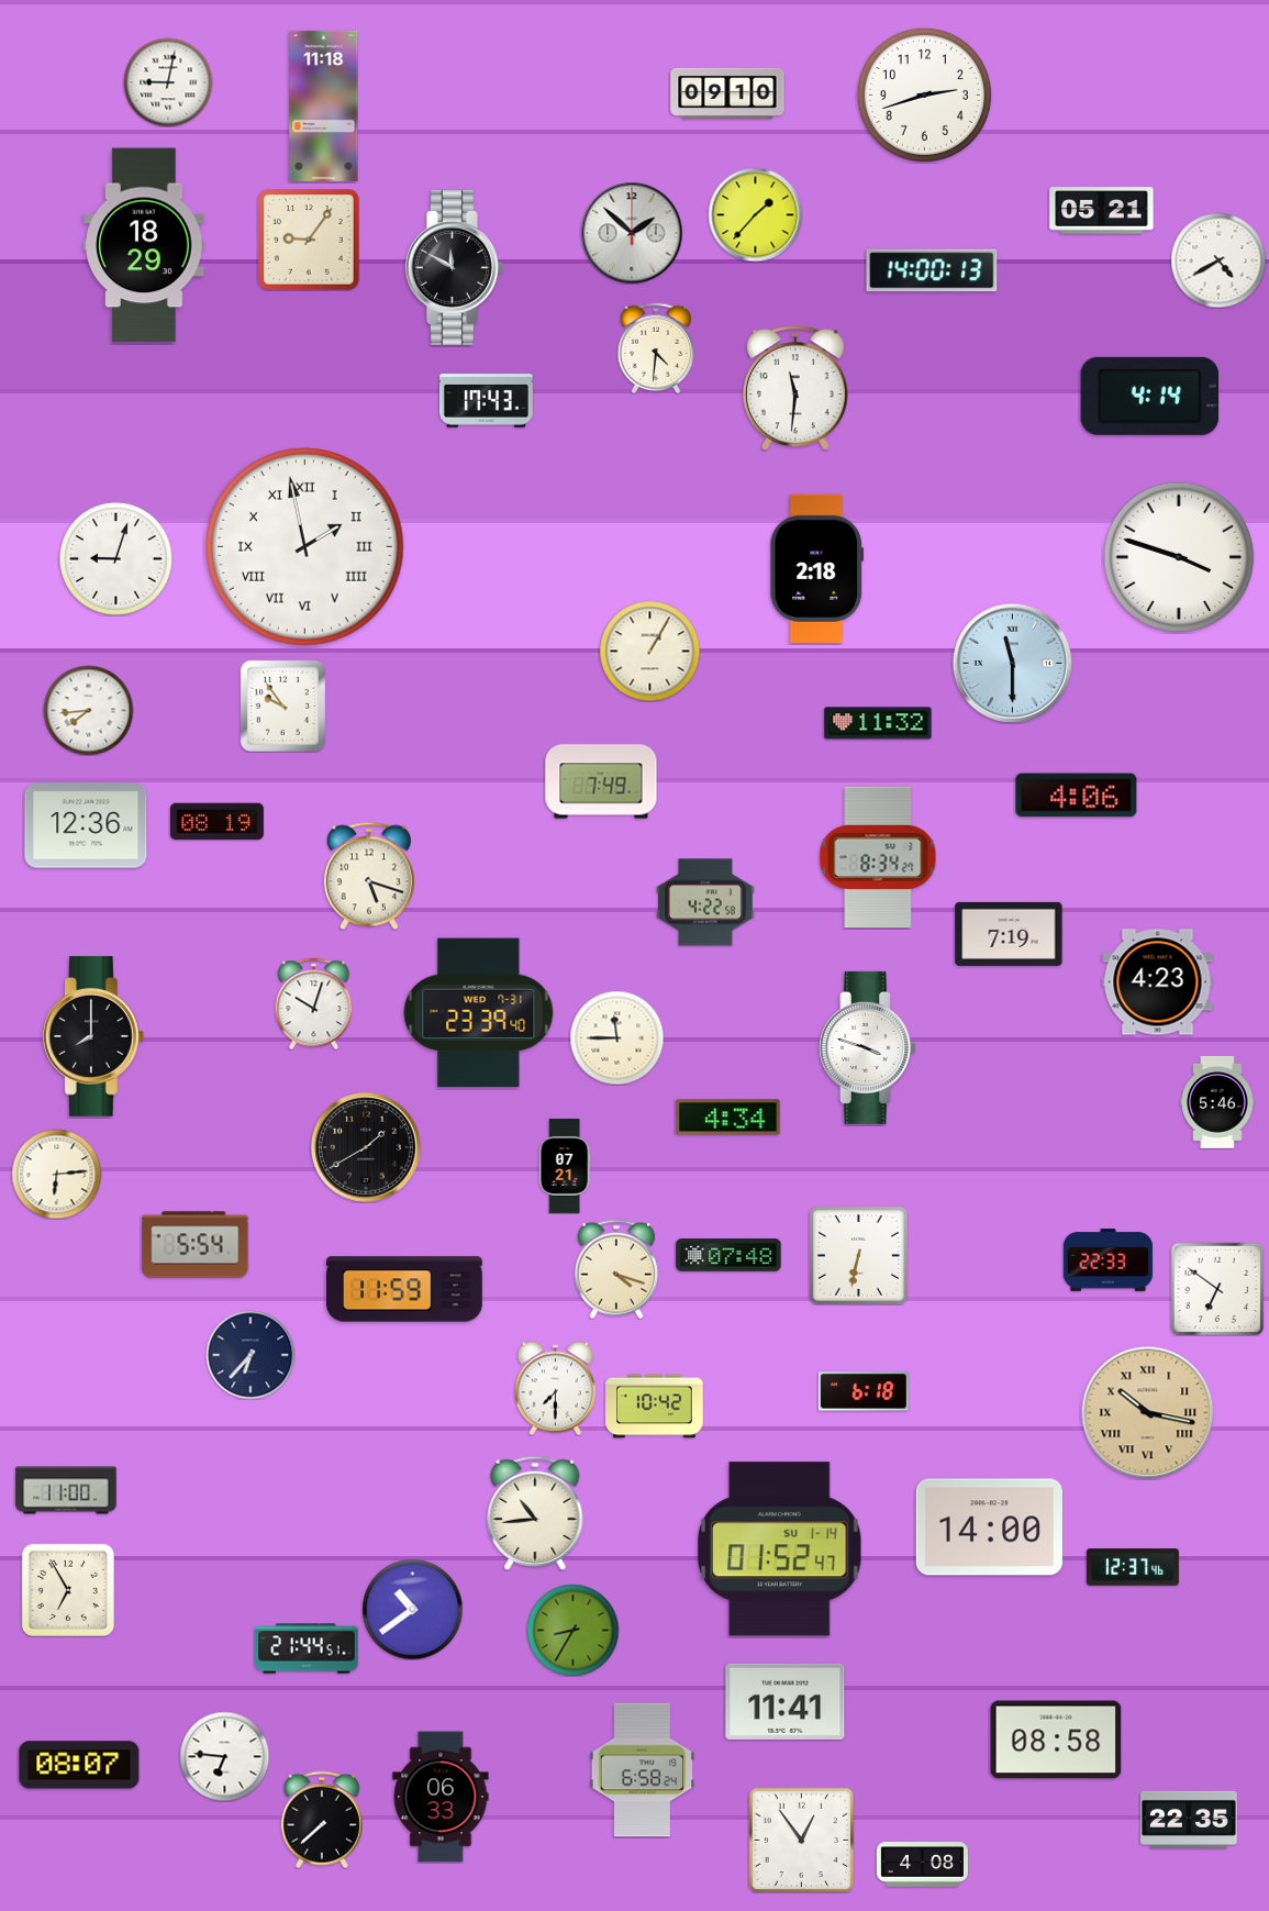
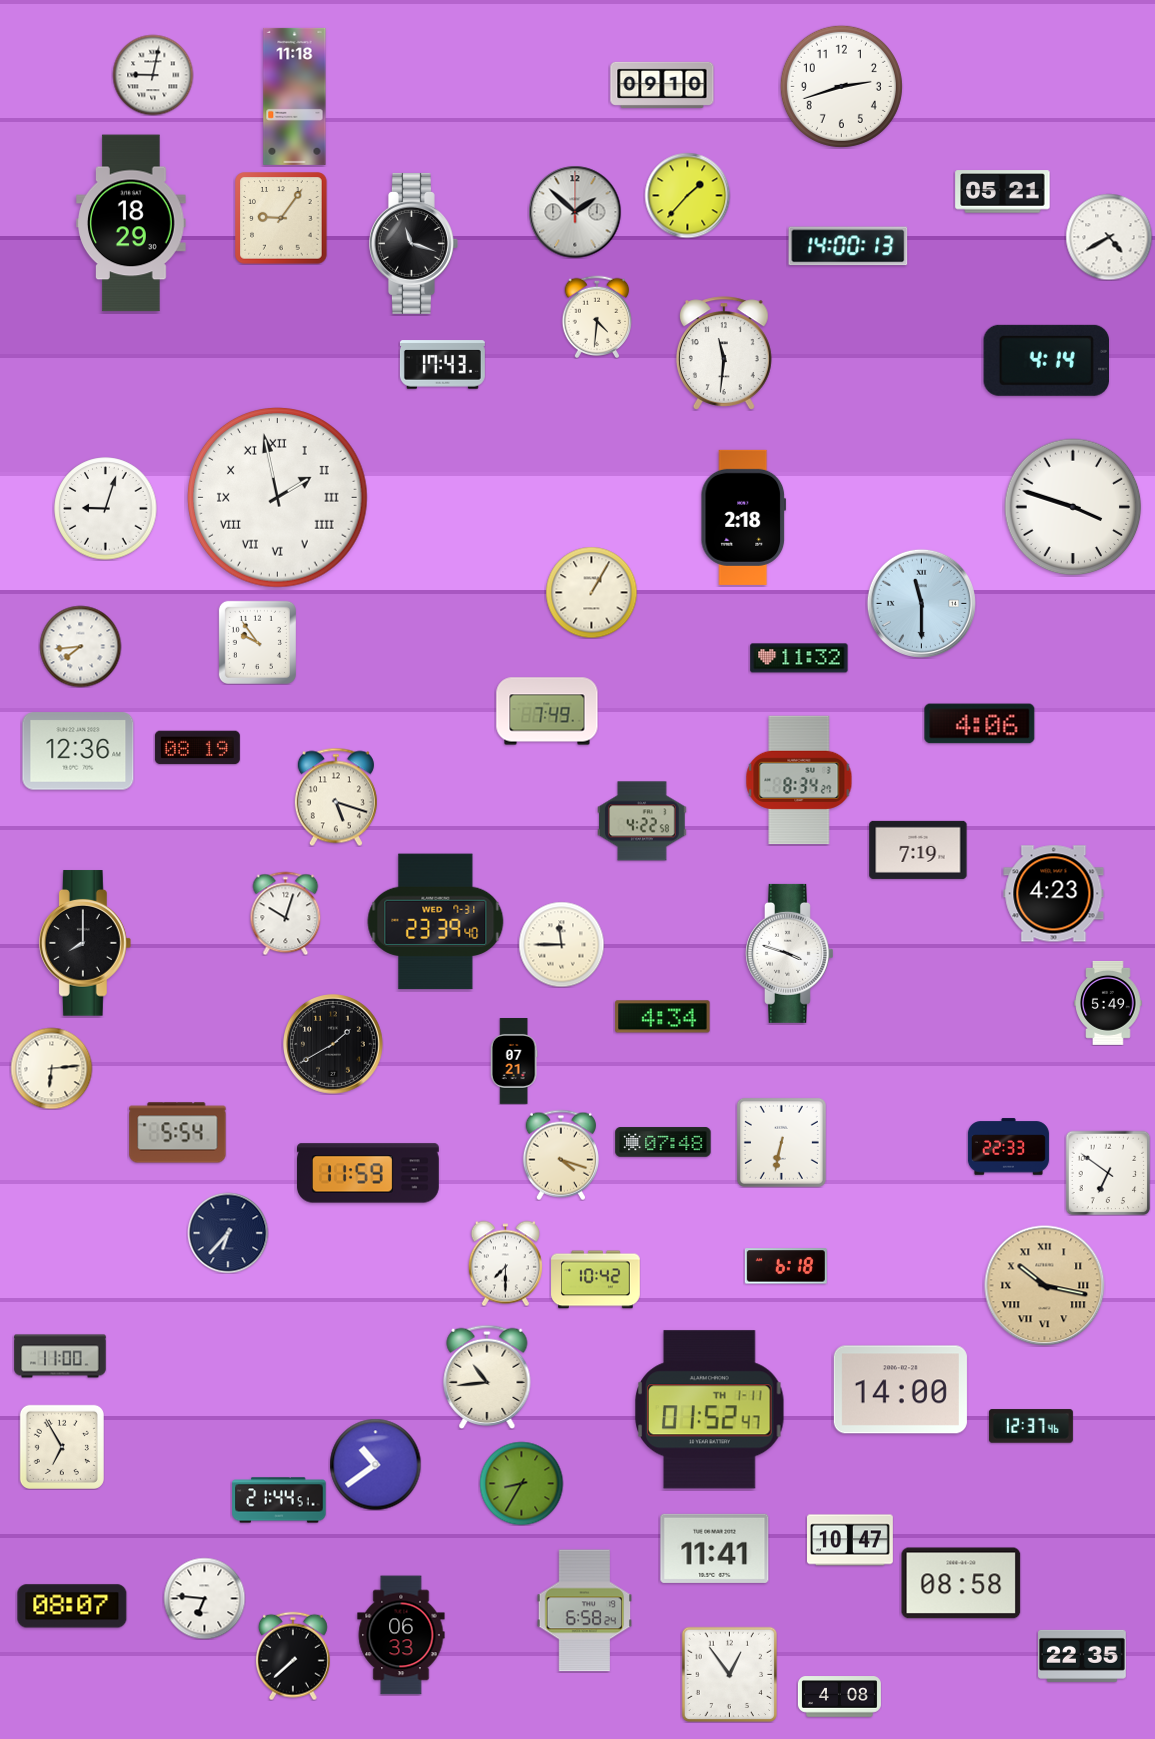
clock at (455, 267): 11:50 -> 11:18
clock at (1217, 1102): 5:46 -> 5:49
clock at (780, 1549) date: SU 1-14 -> TH 1-11
clock at (851, 1540): none -> 10:47
